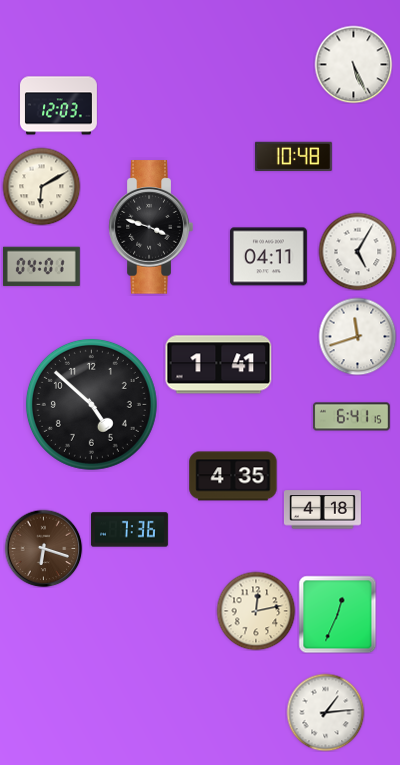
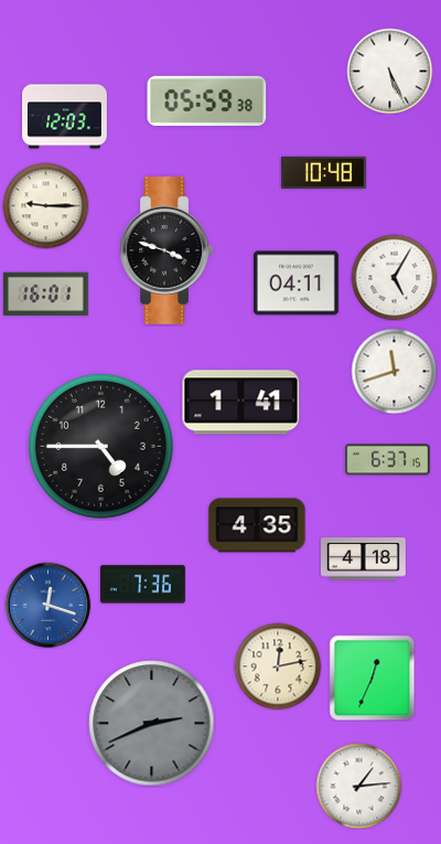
clock at (207, 100): none -> 05:59
clock at (41, 186): 6:10 -> 9:15
clock at (41, 267): 04:01 -> 16:01
clock at (91, 404): 4:52 -> 4:45
clock at (351, 417): 6:41 -> 6:37
clock at (322, 510) position: (322, 510) -> (363, 559)
clock at (43, 548): 6:18 -> 12:18
clock at (43, 548) dial: brown -> blue
clock at (256, 611) position: (256, 611) -> (278, 666)
clock at (152, 724): none -> 2:41
